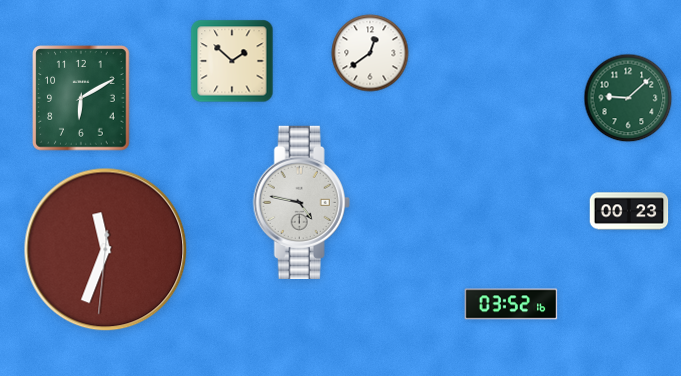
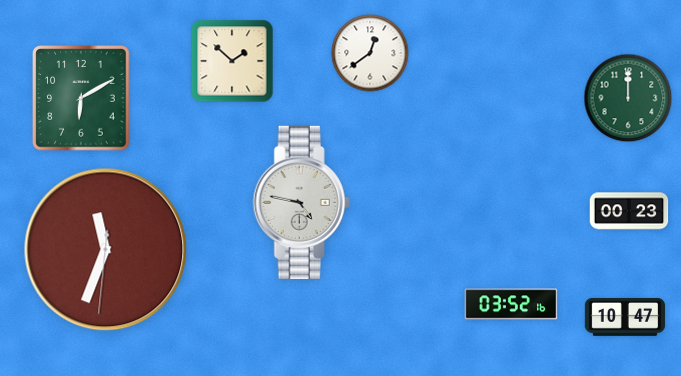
clock at (628, 98): 9:08 -> 12:00
clock at (625, 317): none -> 10:47
